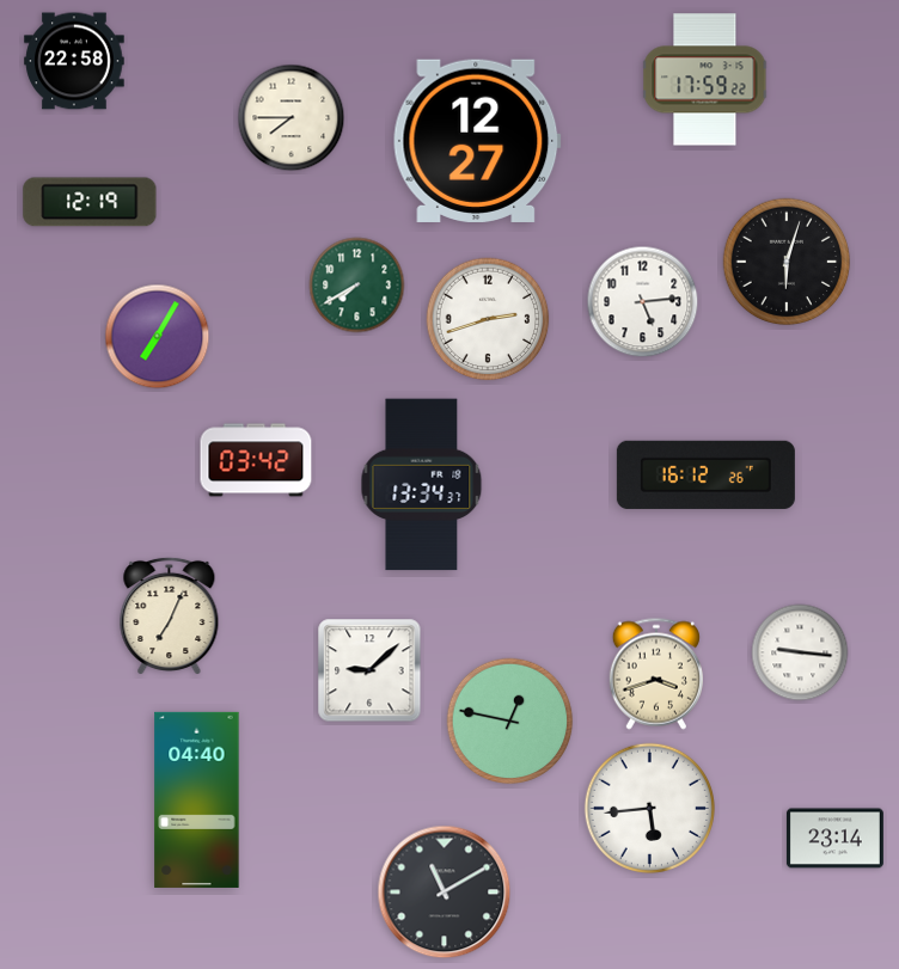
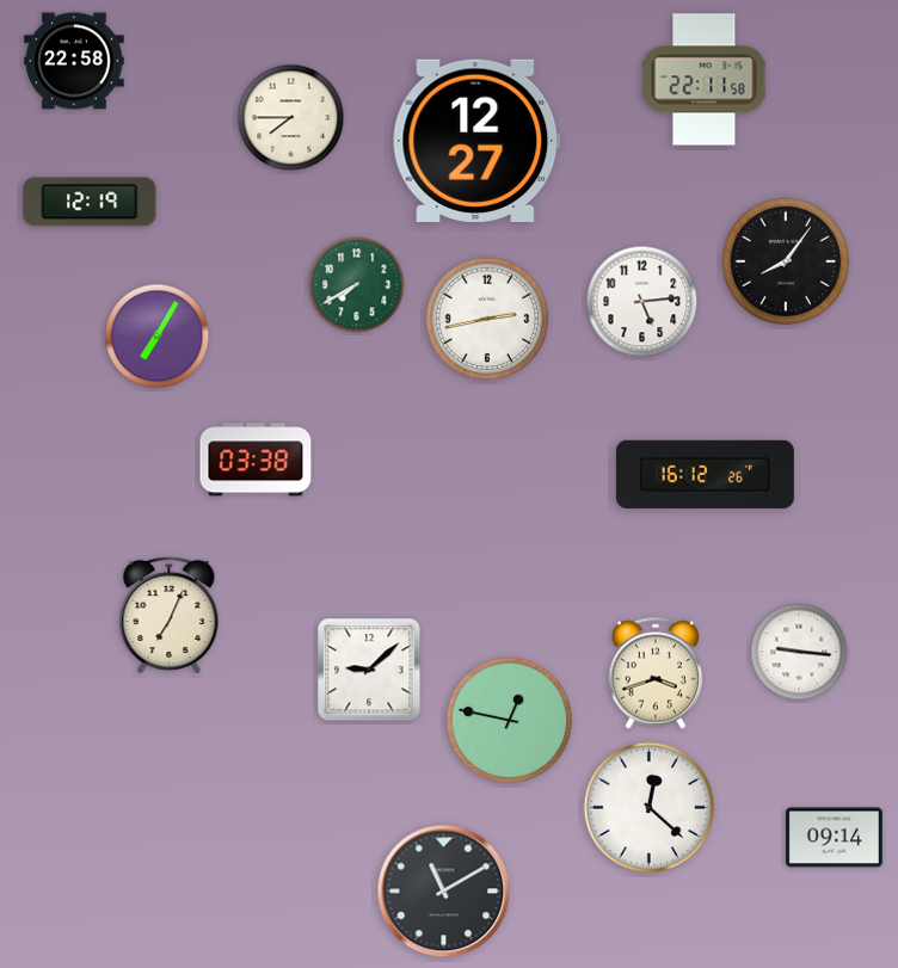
clock at (705, 80): 17:59 -> 22:11
clock at (787, 262): 6:03 -> 8:06
clock at (488, 319): 2:42 -> 2:43
clock at (256, 460): 03:42 -> 03:38
clock at (422, 485): 13:34 -> none
clock at (197, 799): 04:40 -> none
clock at (649, 808): 5:44 -> 12:22
clock at (834, 839): 23:14 -> 09:14
